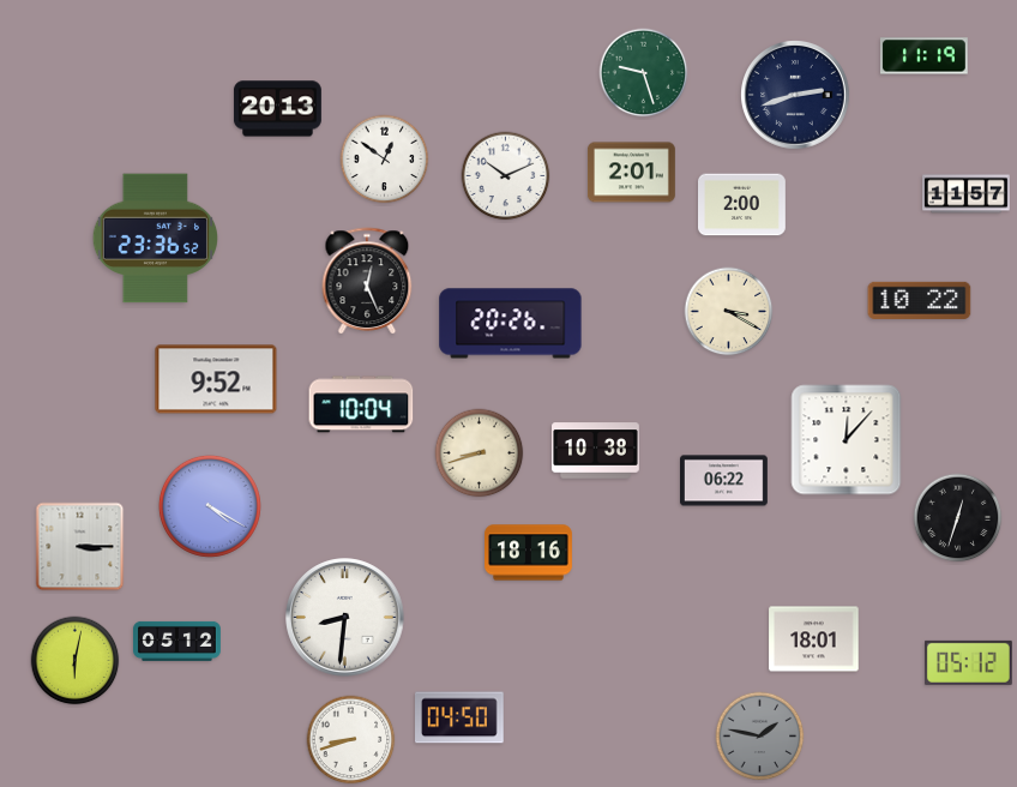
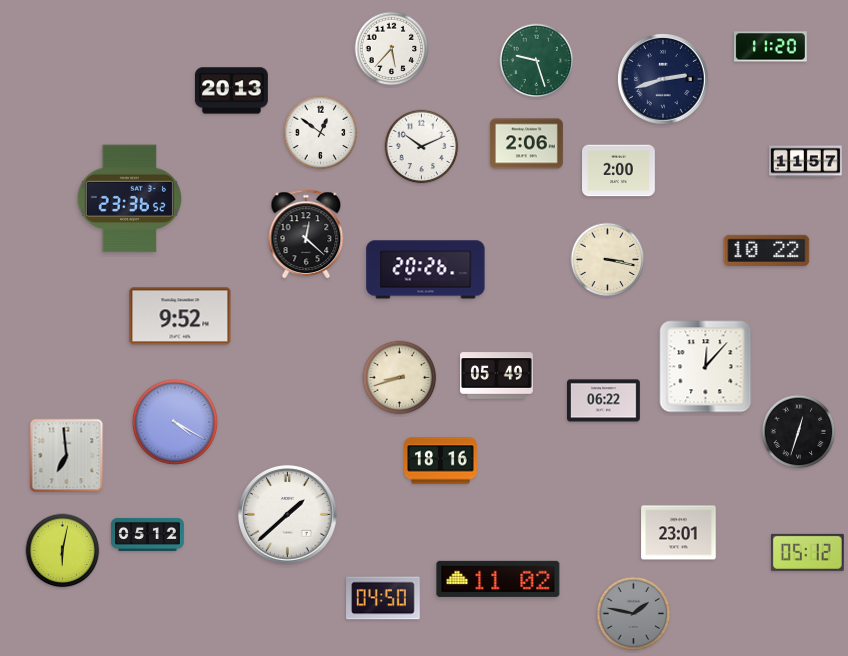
clock at (923, 56): 11:19 -> 11:20
clock at (392, 49): none -> 5:37
clock at (632, 173): 2:01 -> 2:06
clock at (367, 281): 12:26 -> 12:22
clock at (729, 312): 3:20 -> 3:17
clock at (361, 404): 10:04 -> none
clock at (596, 451): 10:38 -> 05:49
clock at (80, 547): 3:15 -> 6:59
clock at (345, 618): 8:31 -> 1:38
clock at (814, 639): 18:01 -> 23:01
clock at (498, 579): none -> 11:02
clock at (351, 740): 8:42 -> none
